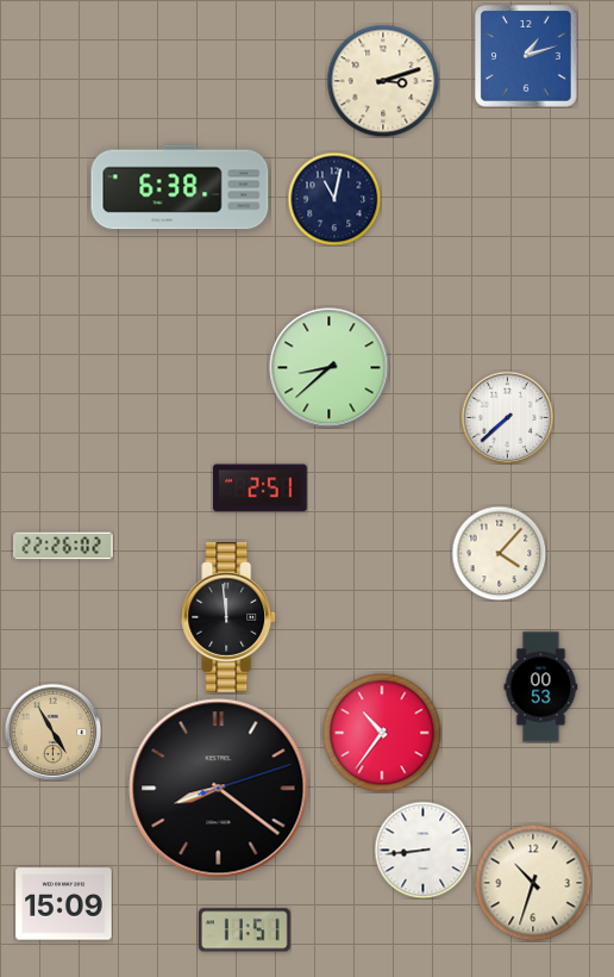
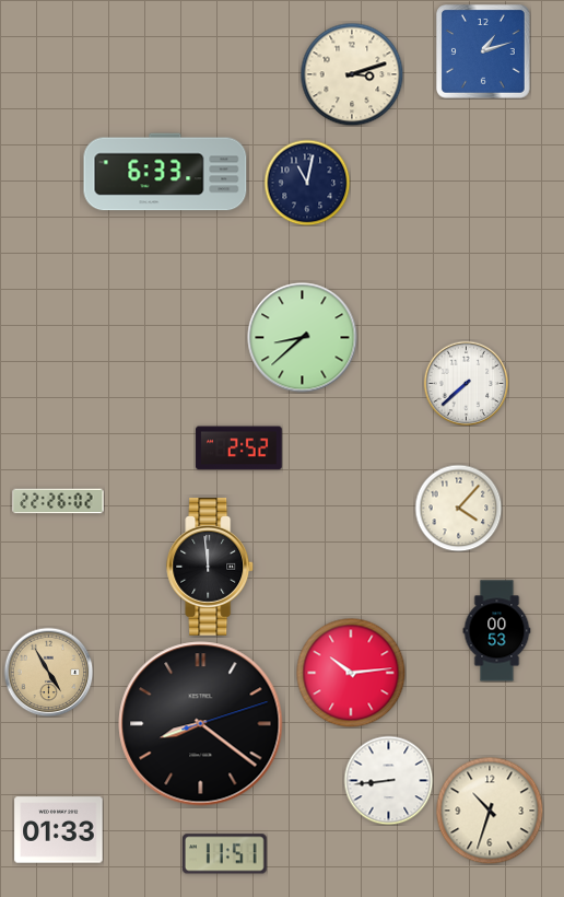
clock at (180, 187): 6:38 -> 6:33
clock at (261, 488): 2:51 -> 2:52
clock at (382, 733): 10:36 -> 10:14
clock at (64, 904): 15:09 -> 01:33
